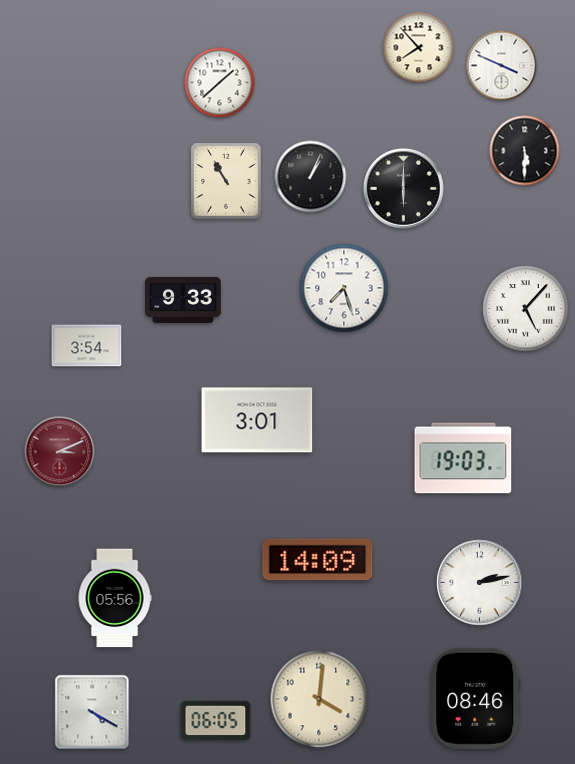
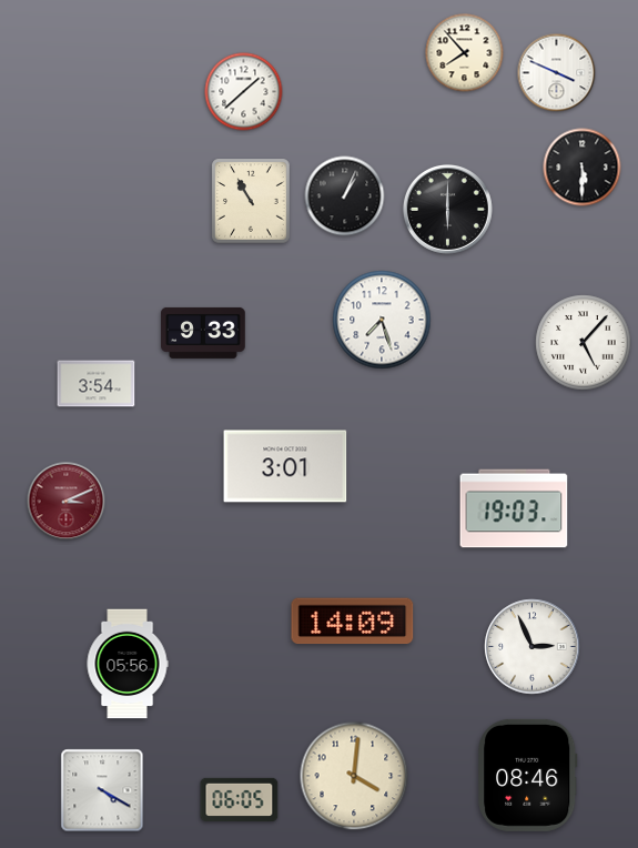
clock at (480, 583): 2:13 -> 2:56
